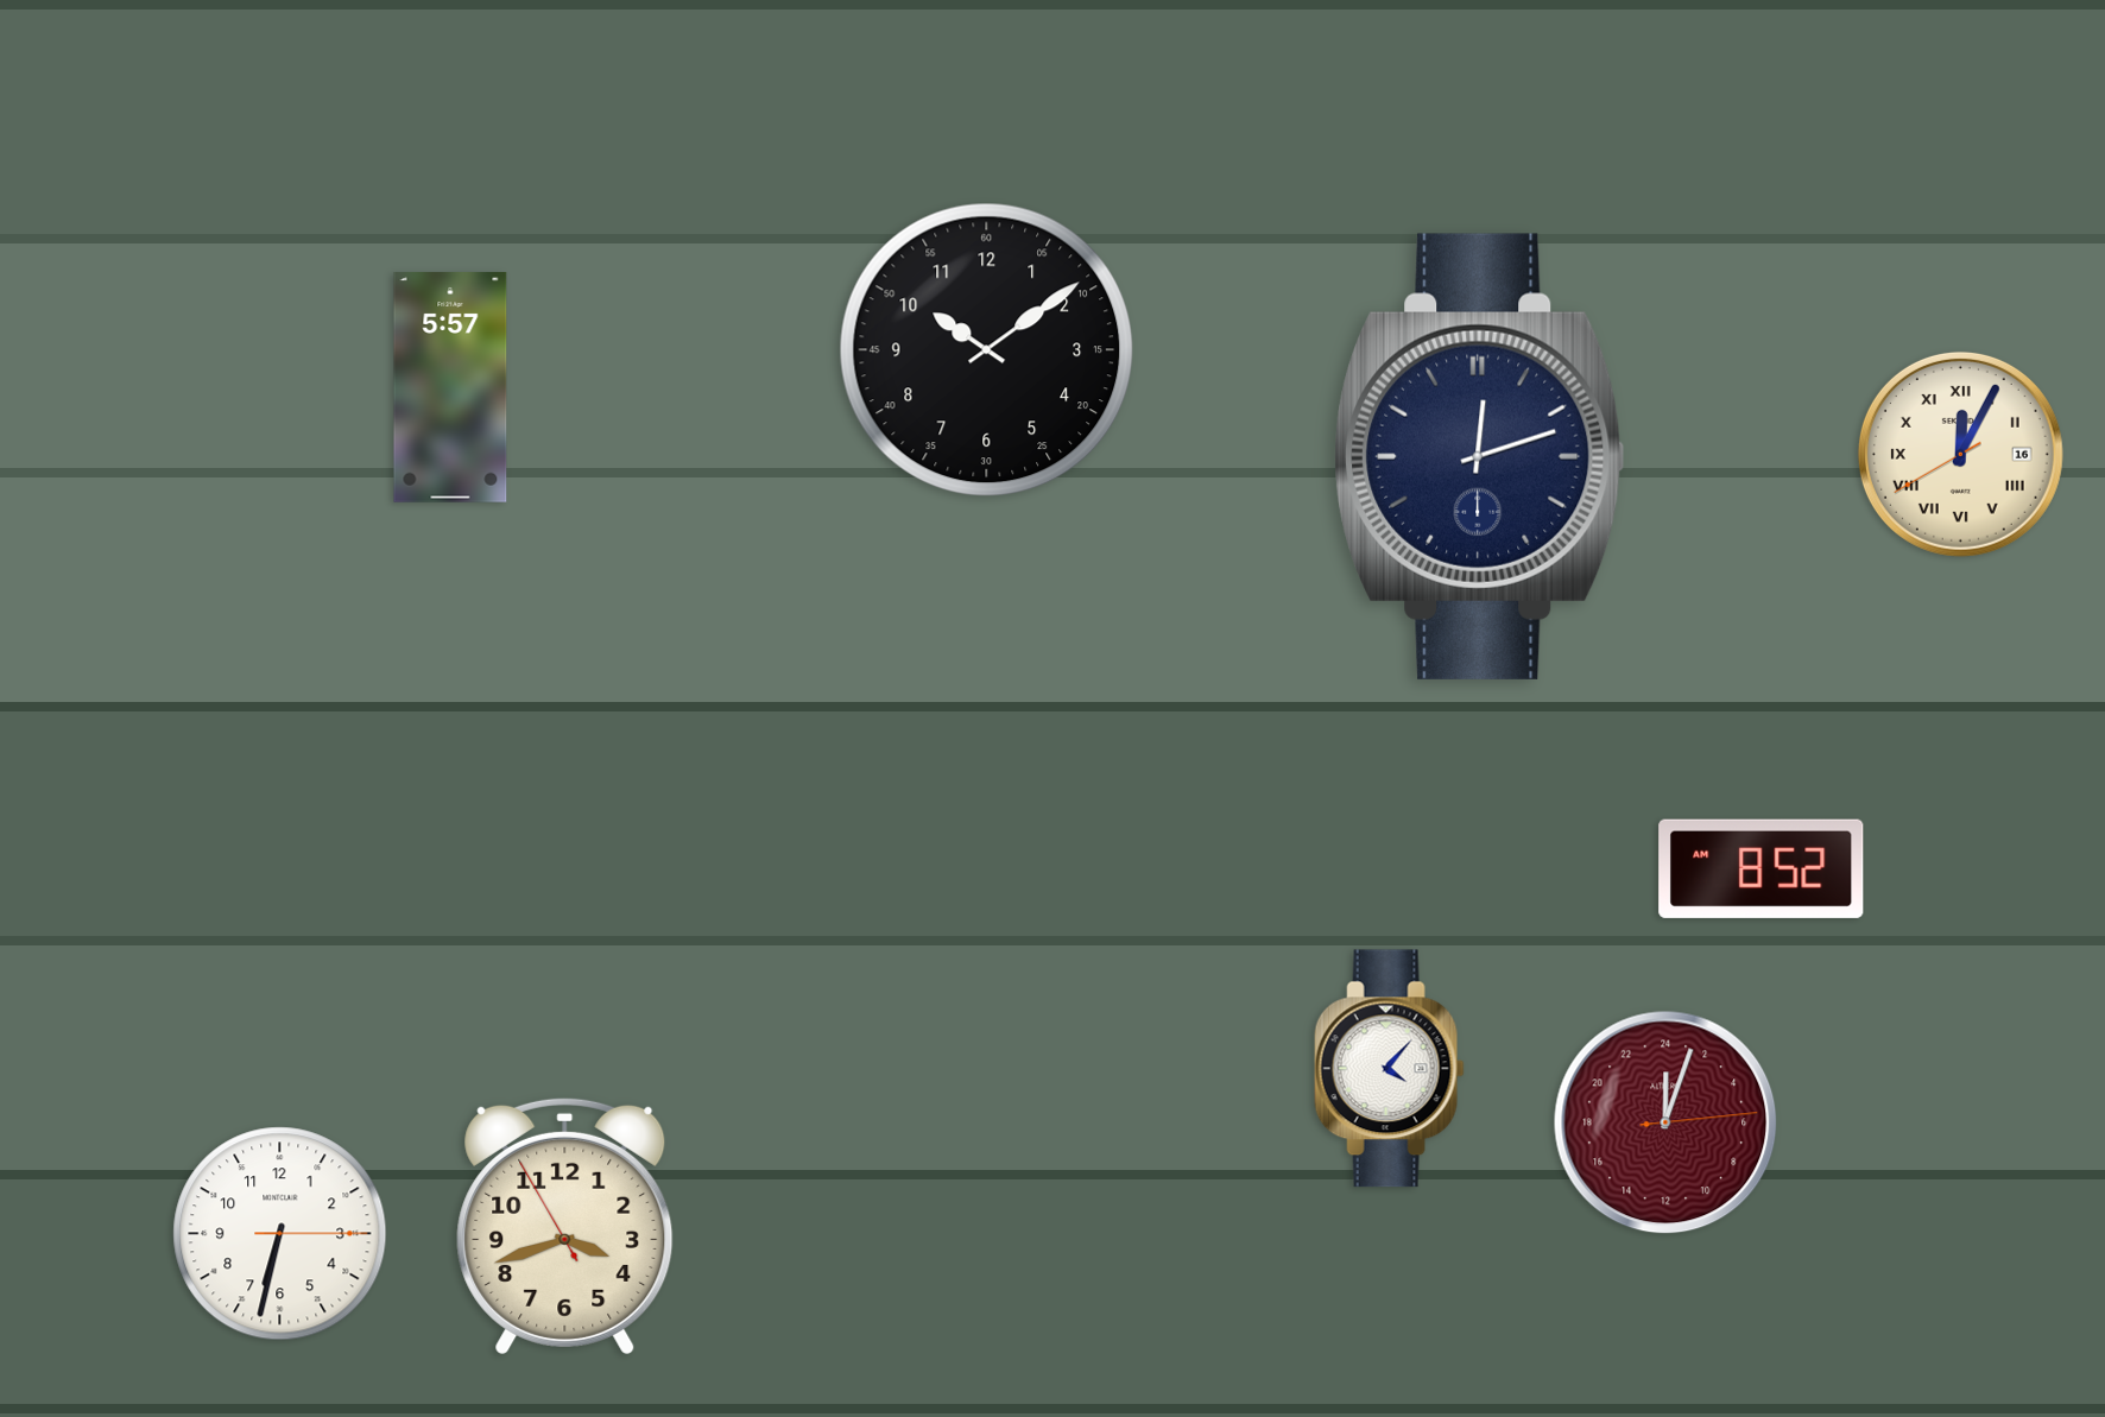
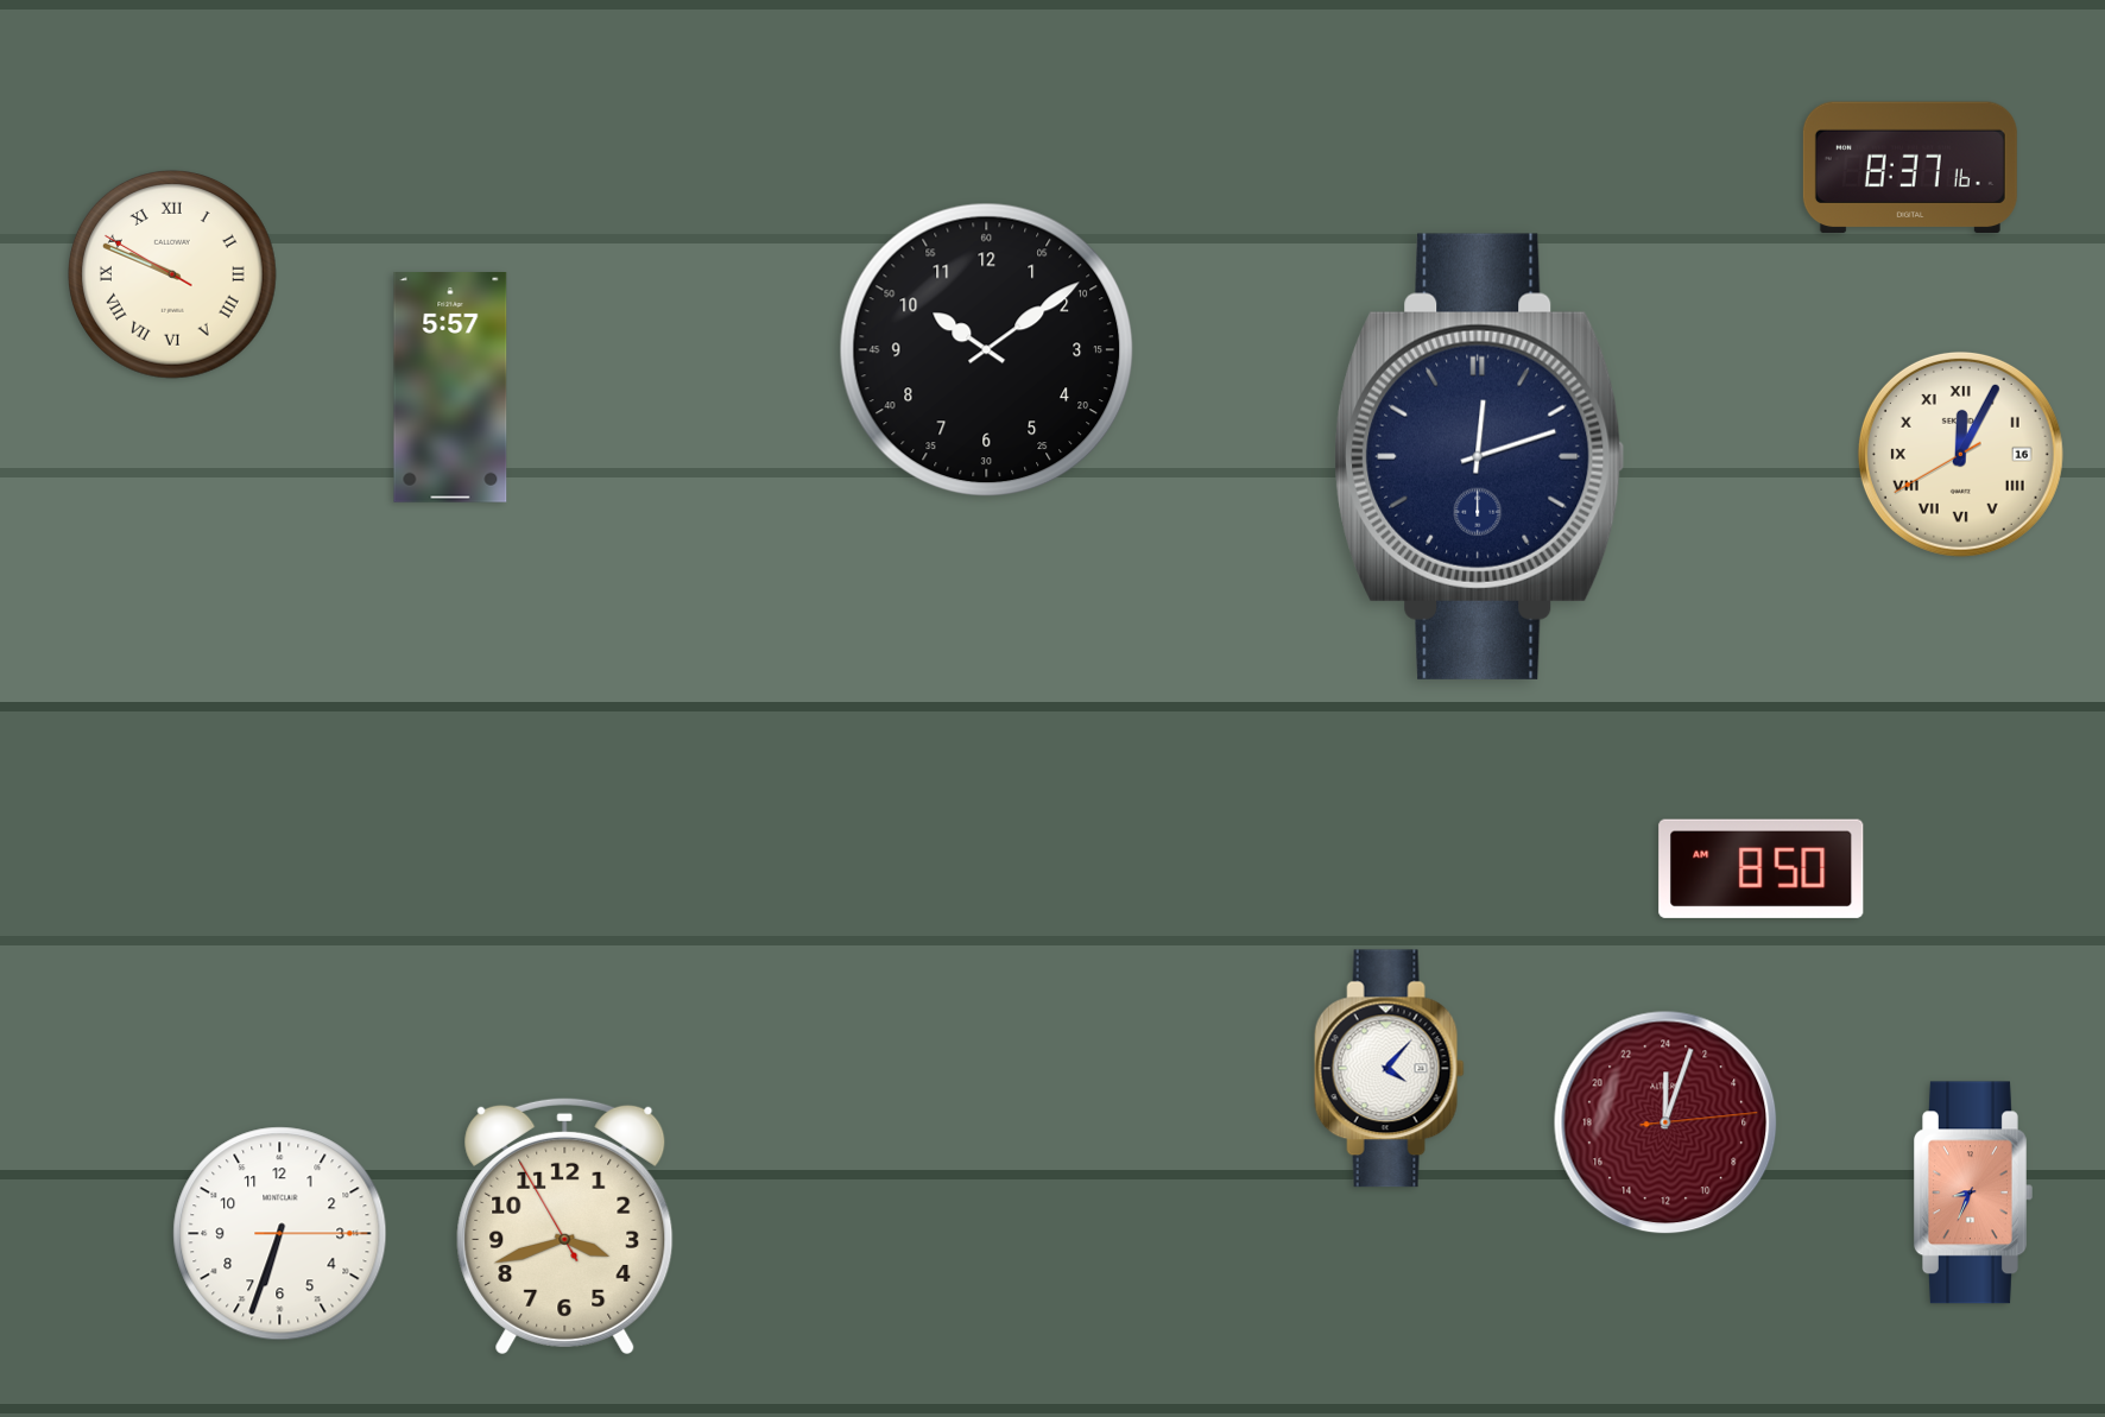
clock at (1910, 167): none -> 8:37
clock at (173, 276): none -> 9:48
clock at (1762, 868): 8:52 -> 8:50
clock at (1974, 1193): none -> 8:34
clock at (280, 1234): 6:32 -> 6:33
